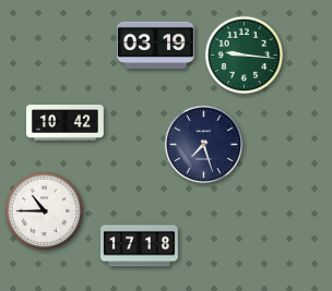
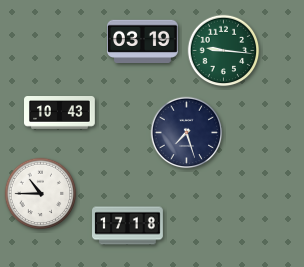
clock at (66, 123): 10:42 -> 10:43
